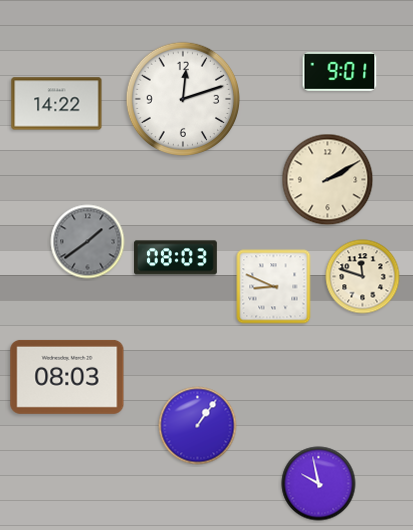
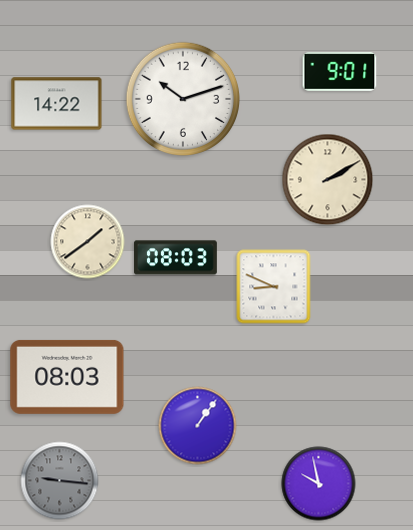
clock at (183, 99): 12:12 -> 10:12
clock at (88, 242) dial: grey -> cream
clock at (363, 277): 11:48 -> none
clock at (60, 481): none -> 9:16
